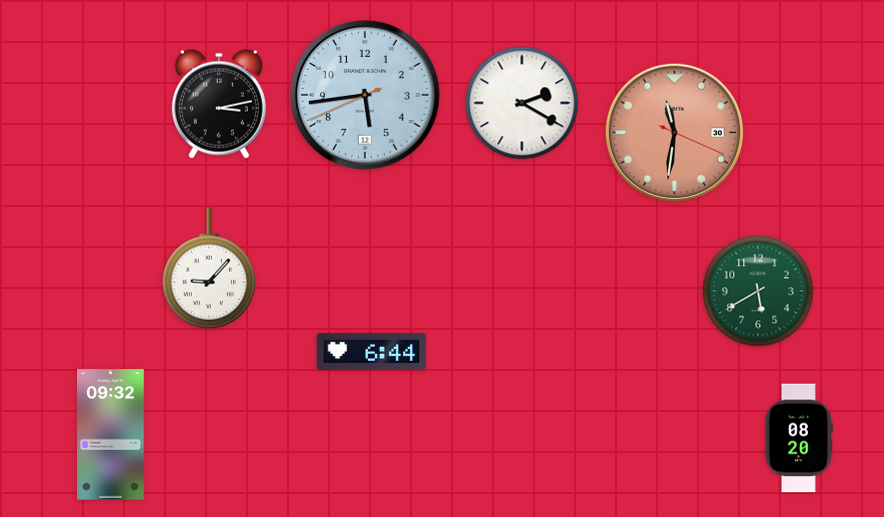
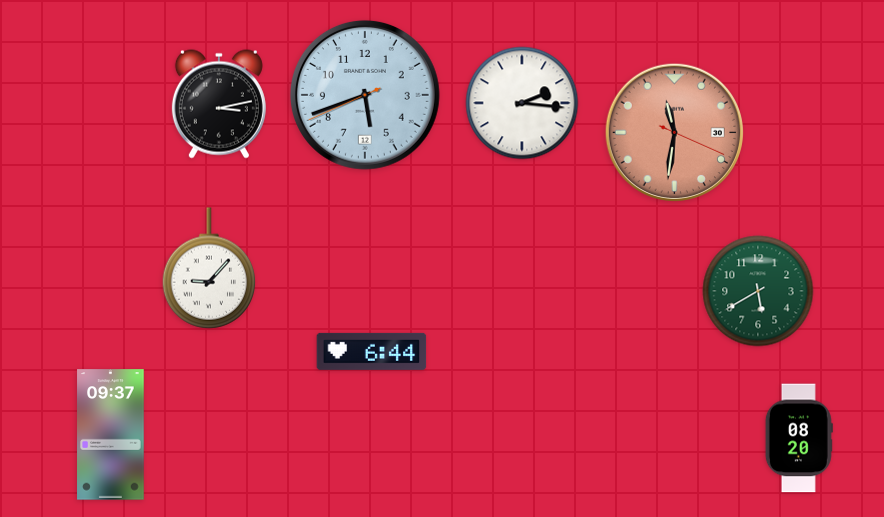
clock at (365, 95): 5:43 -> 5:41
clock at (522, 103): 2:20 -> 2:16
clock at (111, 435): 09:32 -> 09:37
